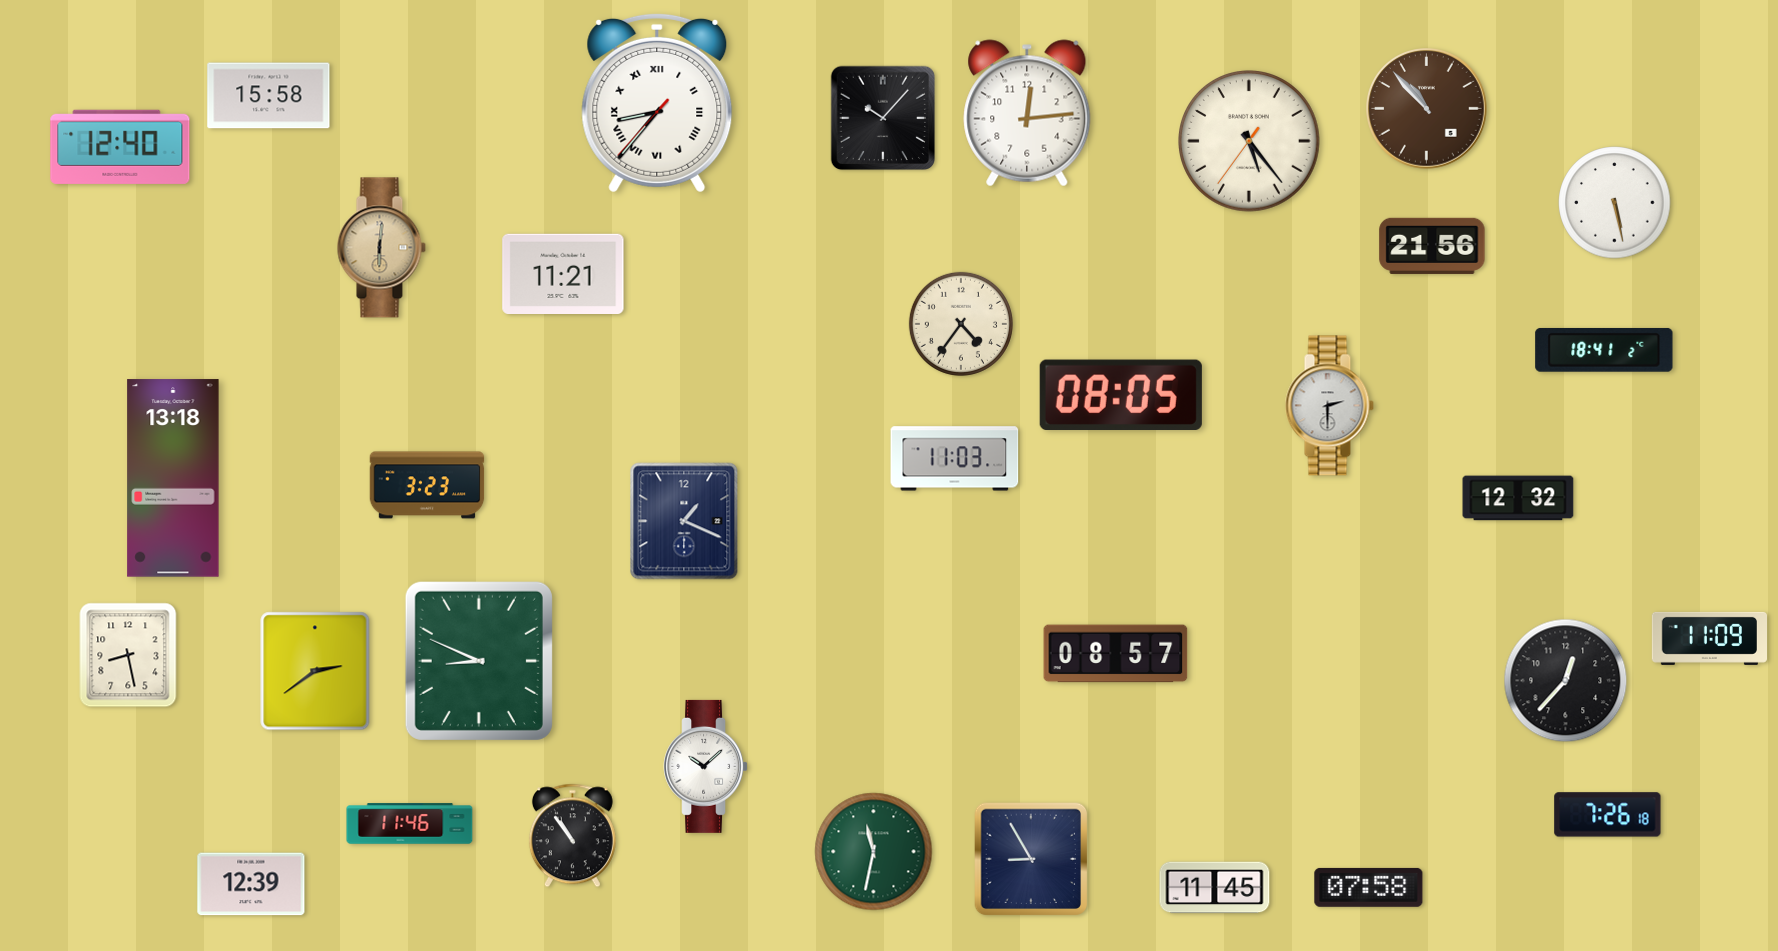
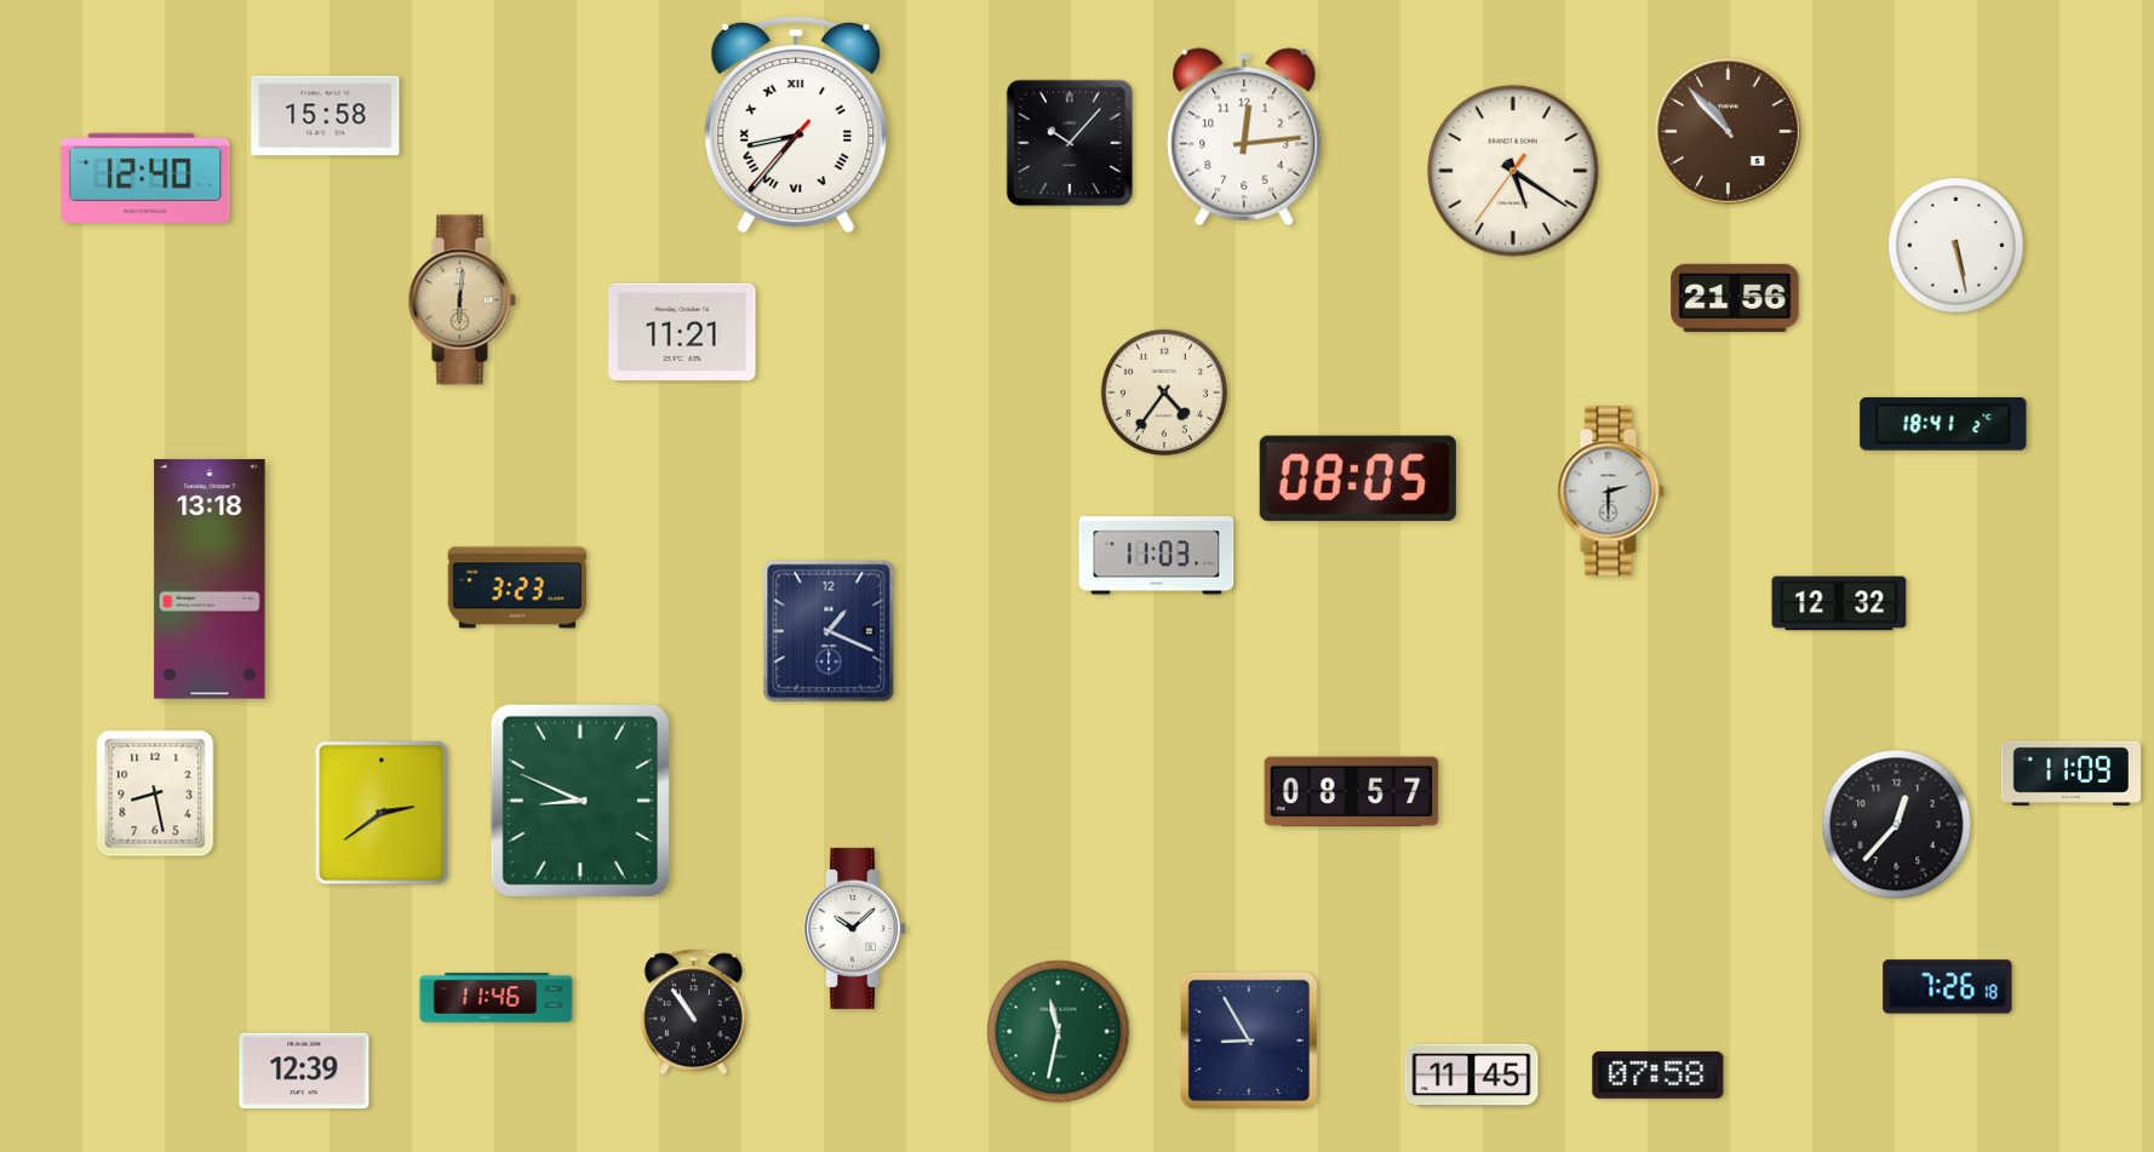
clock at (1249, 141): 5:23 -> 5:20
